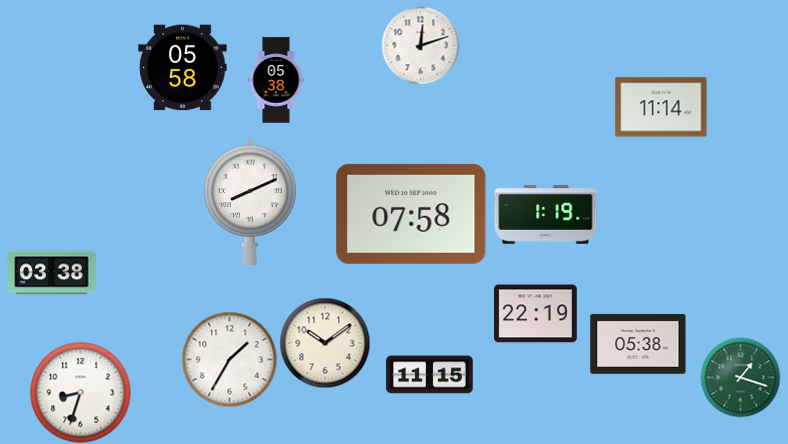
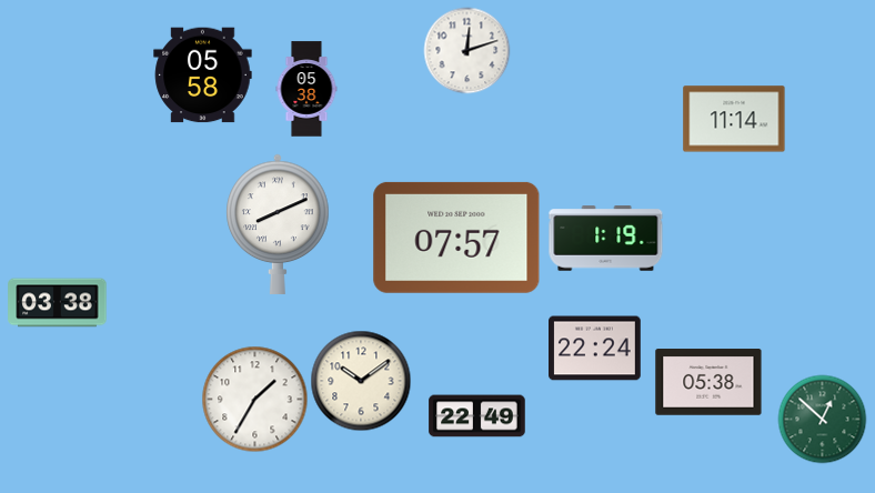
clock at (411, 214): 07:58 -> 07:57
clock at (536, 314): 22:19 -> 22:24
clock at (430, 375): 11:15 -> 22:49
clock at (740, 377): 1:18 -> 12:52
clock at (81, 393): 8:33 -> none
